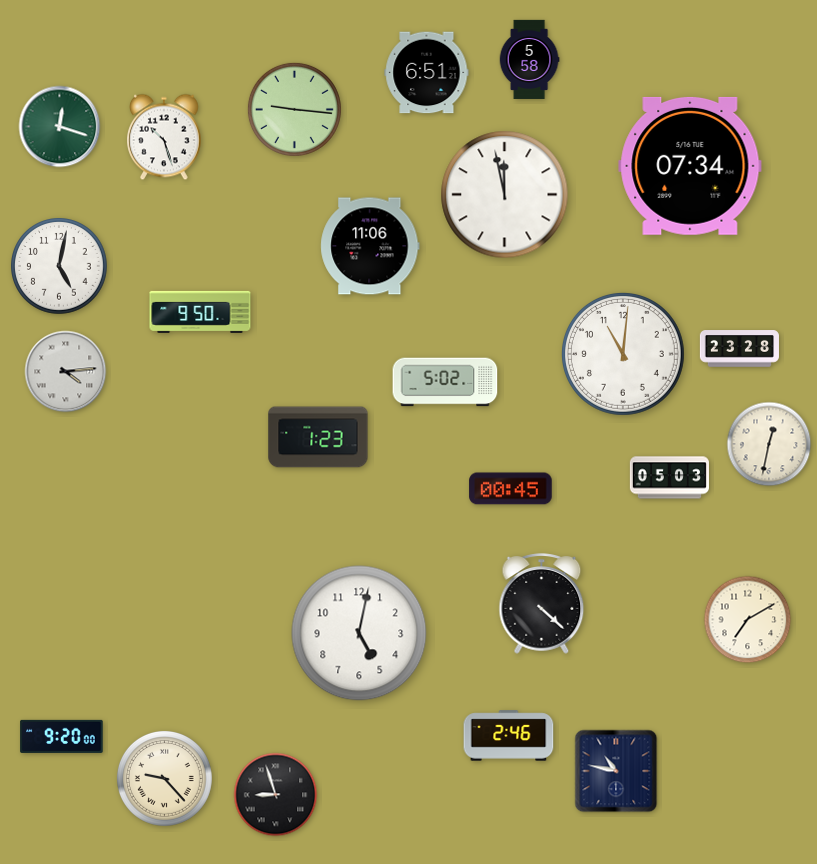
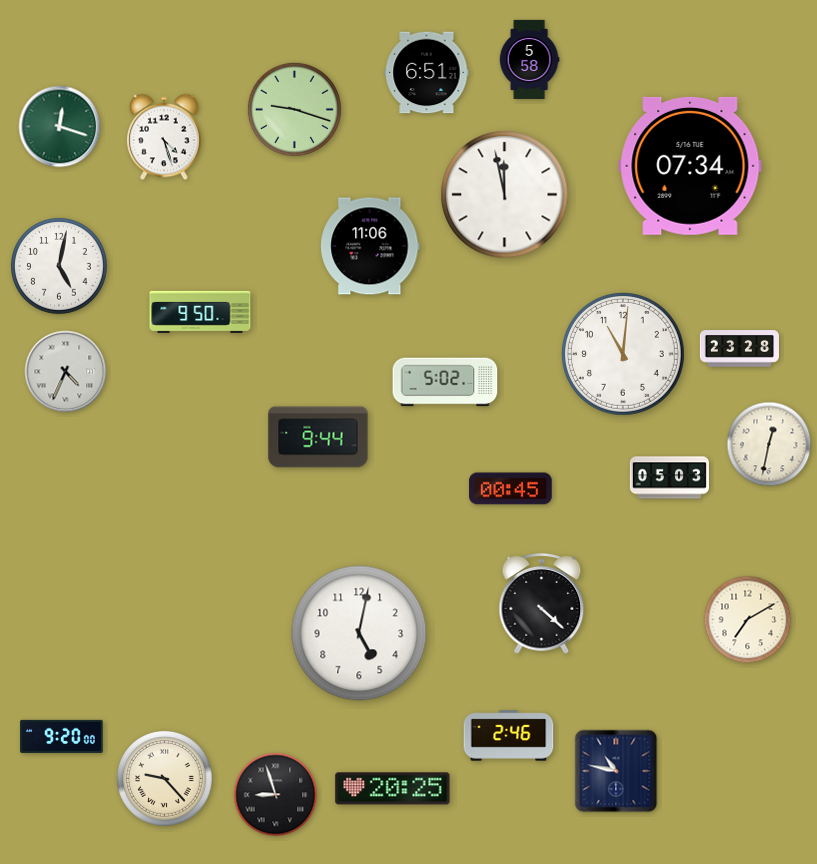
clock at (294, 109): 9:16 -> 9:18
clock at (165, 137): 10:27 -> 4:27
clock at (66, 372): 4:14 -> 4:34
clock at (318, 437): 1:23 -> 9:44
clock at (393, 789): none -> 20:25
